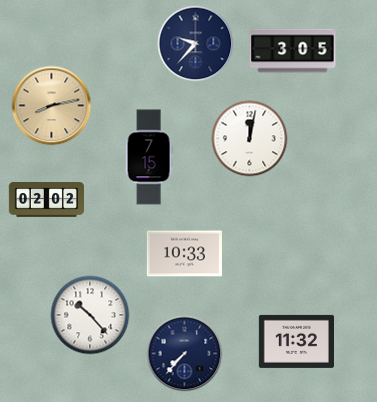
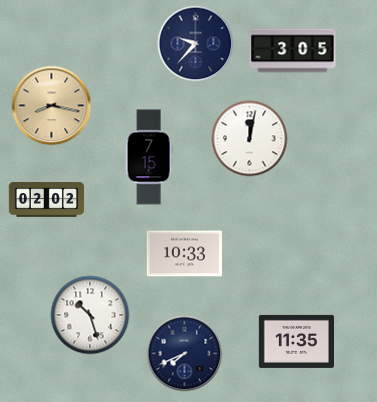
clock at (52, 106): 8:13 -> 8:17
clock at (90, 315): 10:23 -> 10:27
clock at (296, 341): 11:32 -> 11:35
clock at (185, 354): 7:37 -> 7:41
